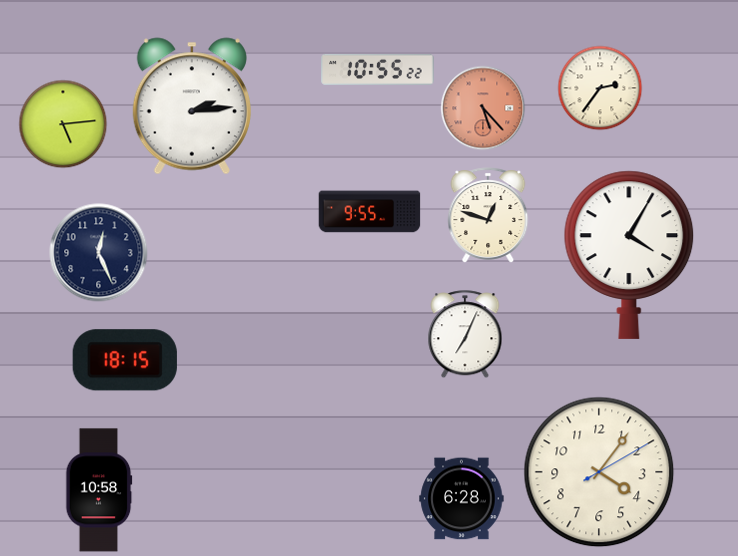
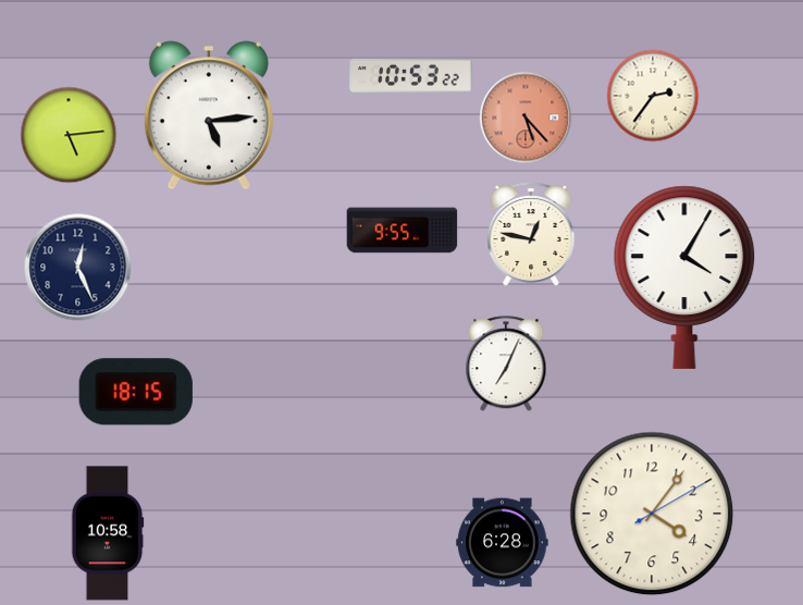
clock at (378, 69): 10:55 -> 10:53
clock at (192, 106): 2:14 -> 5:14
clock at (488, 215): 12:48 -> 12:47
clock at (99, 253) position: (99, 253) -> (78, 268)
